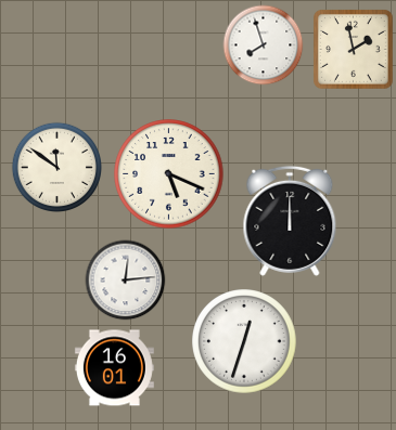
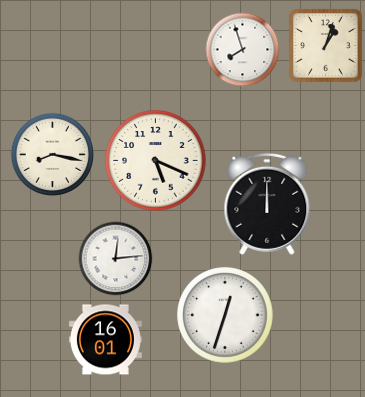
clock at (264, 45) position: (264, 45) -> (243, 50)
clock at (354, 50): 1:58 -> 1:03
clock at (56, 167): 11:51 -> 8:17
